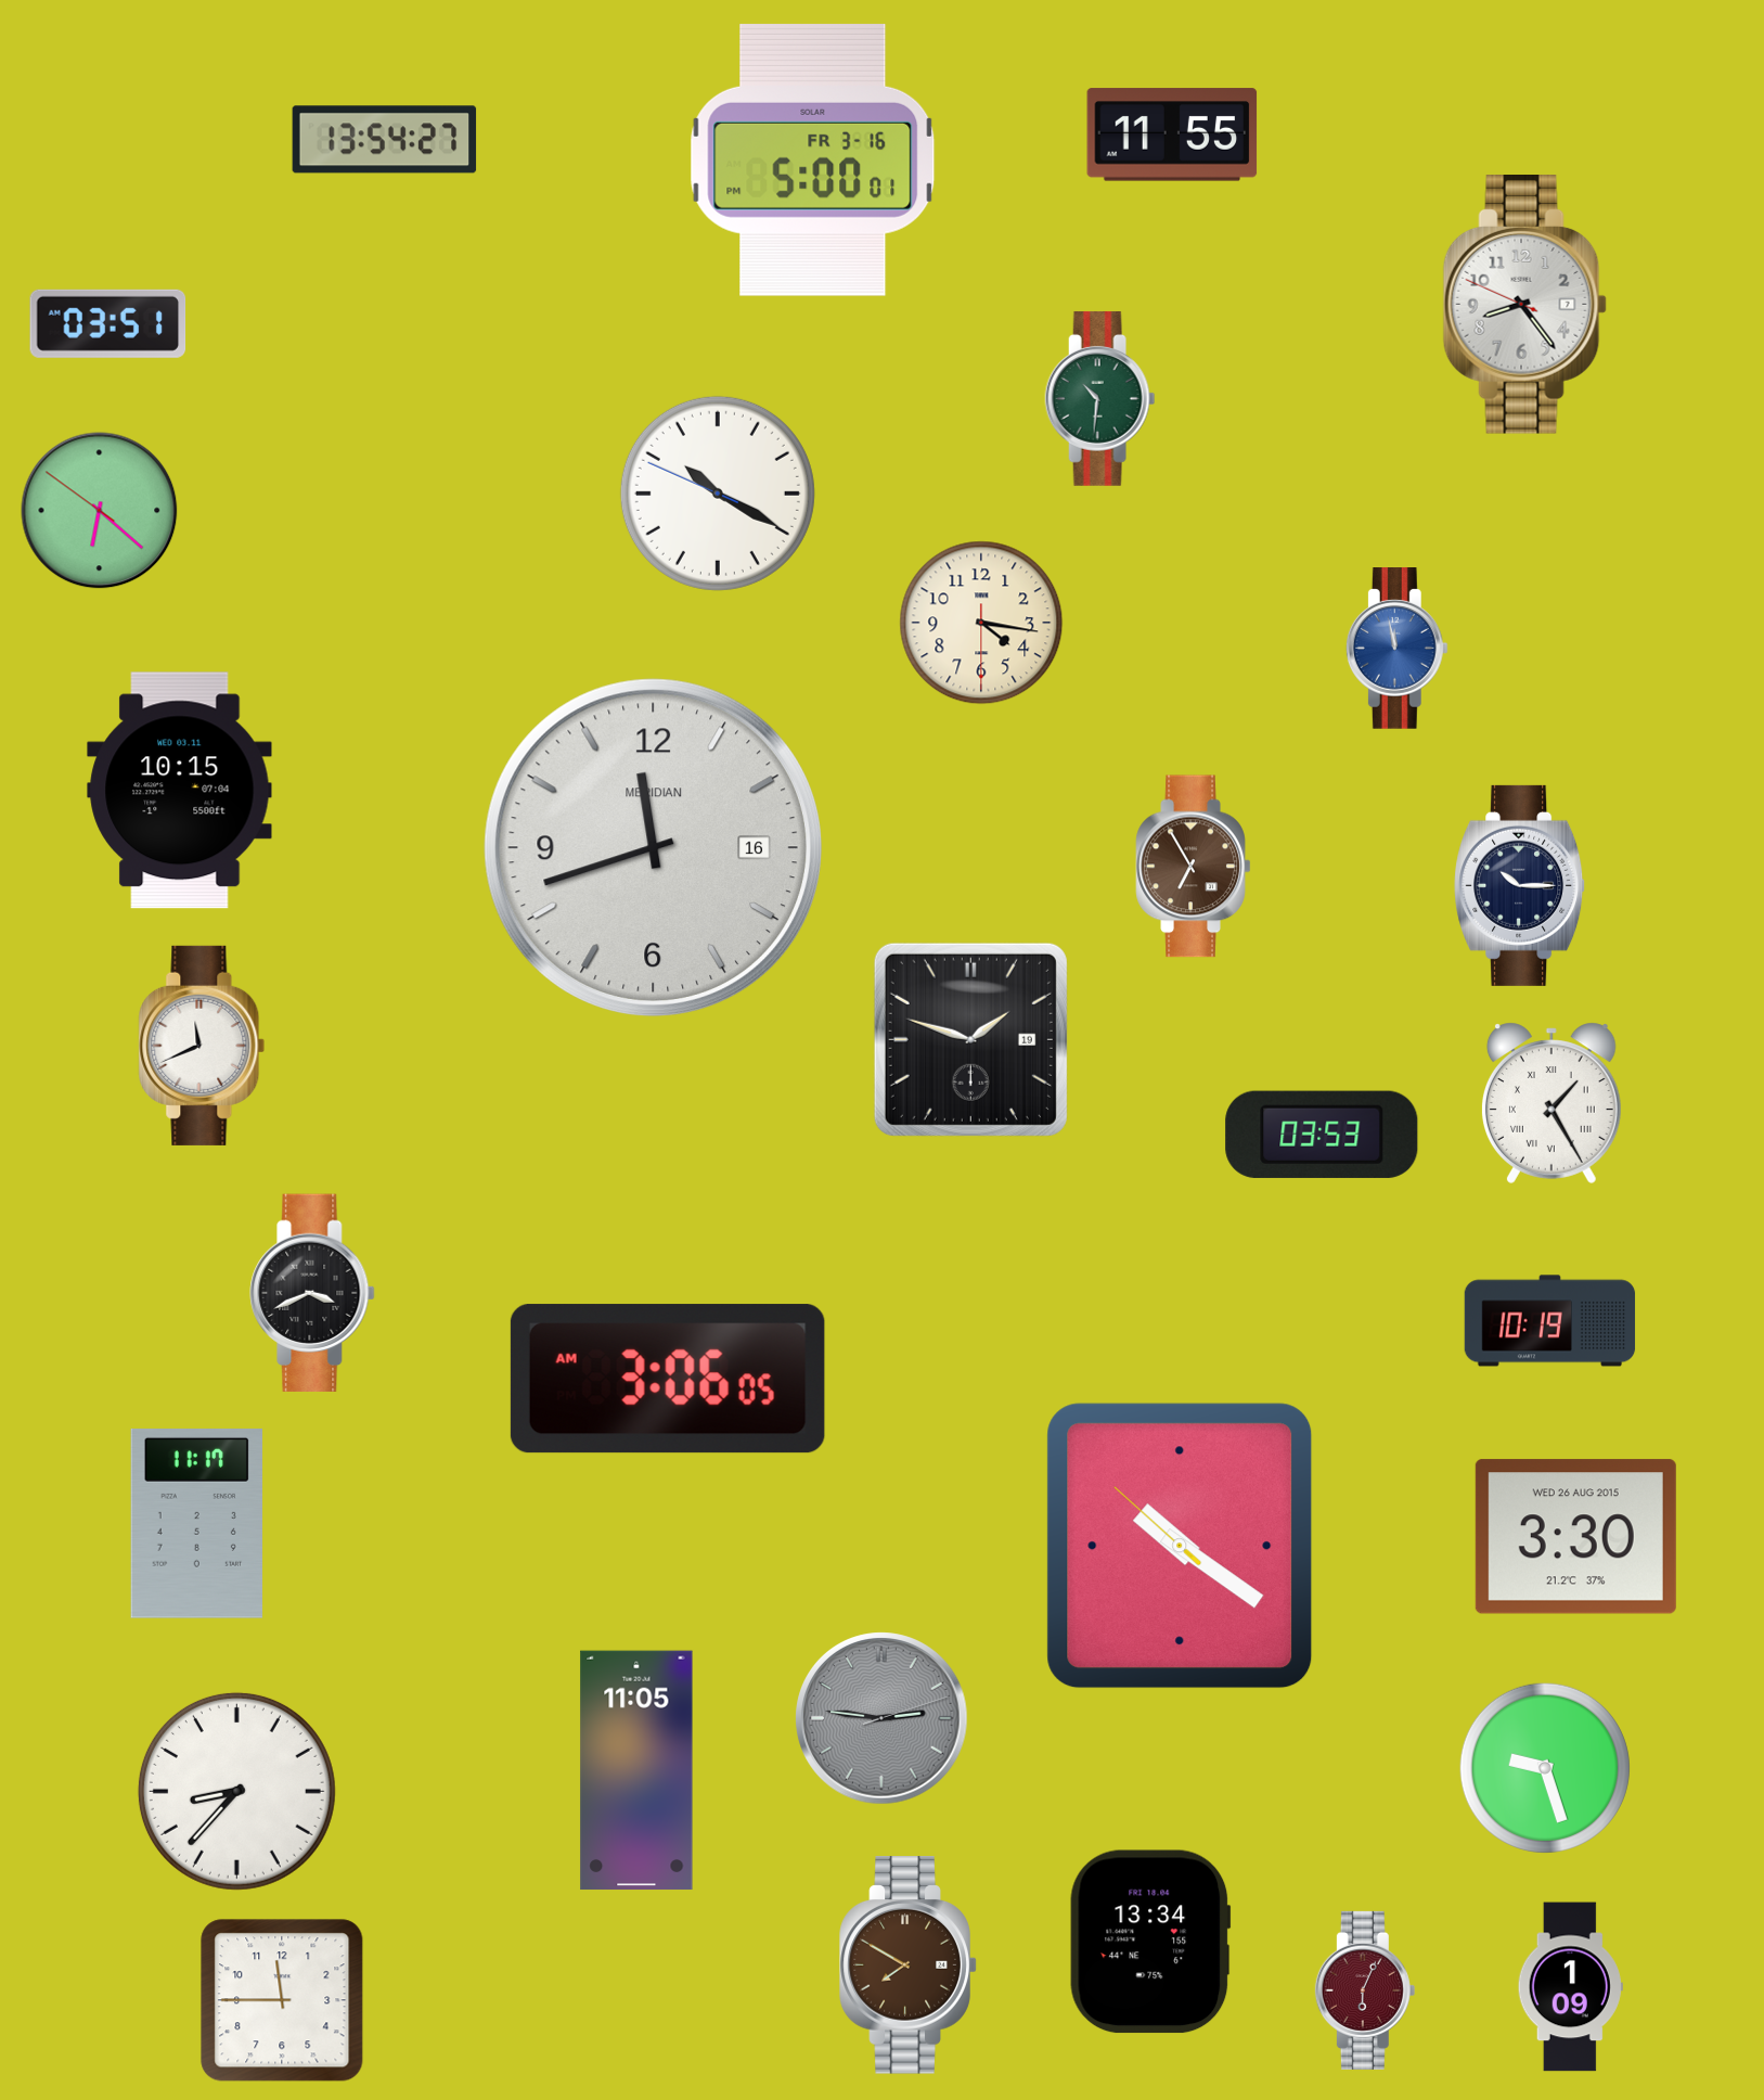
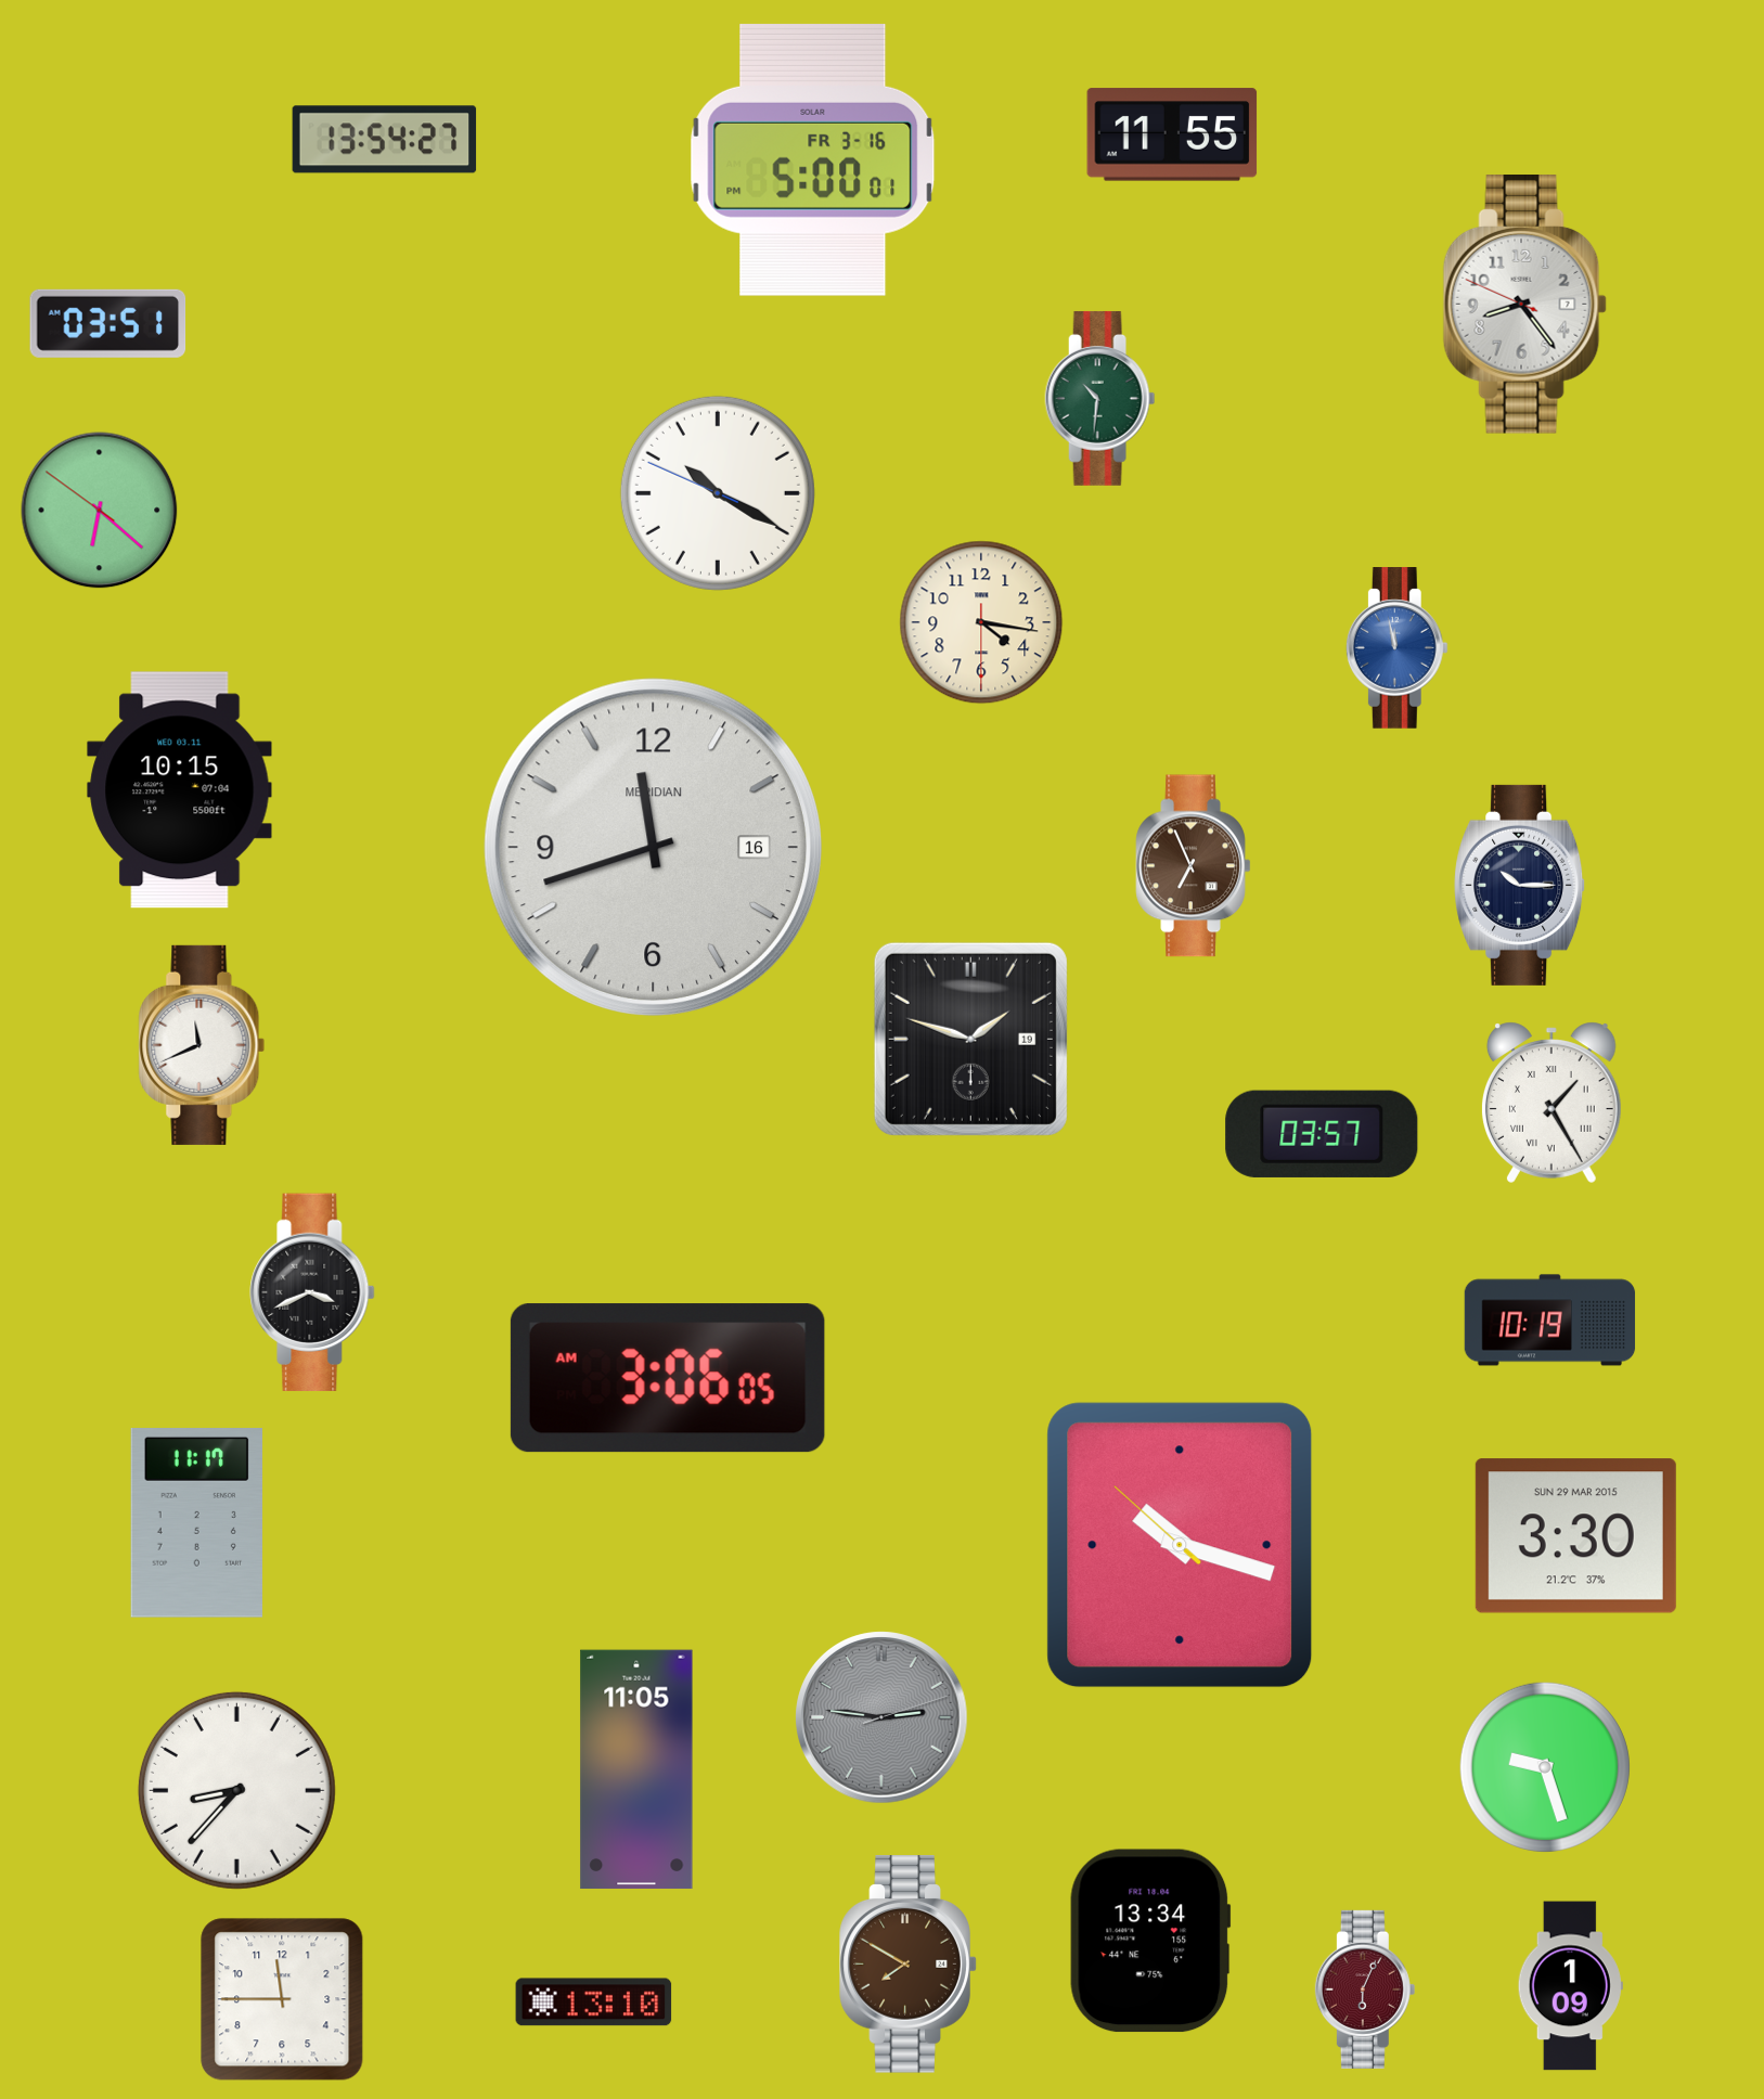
clock at (1194, 867): 6:55 -> 6:56
clock at (1322, 1135): 03:53 -> 03:57
clock at (1575, 1537) date: WED 26 AUG 2015 -> SUN 29 MAR 2015
clock at (1180, 1546): 10:20 -> 10:17
clock at (594, 2003): none -> 13:10
